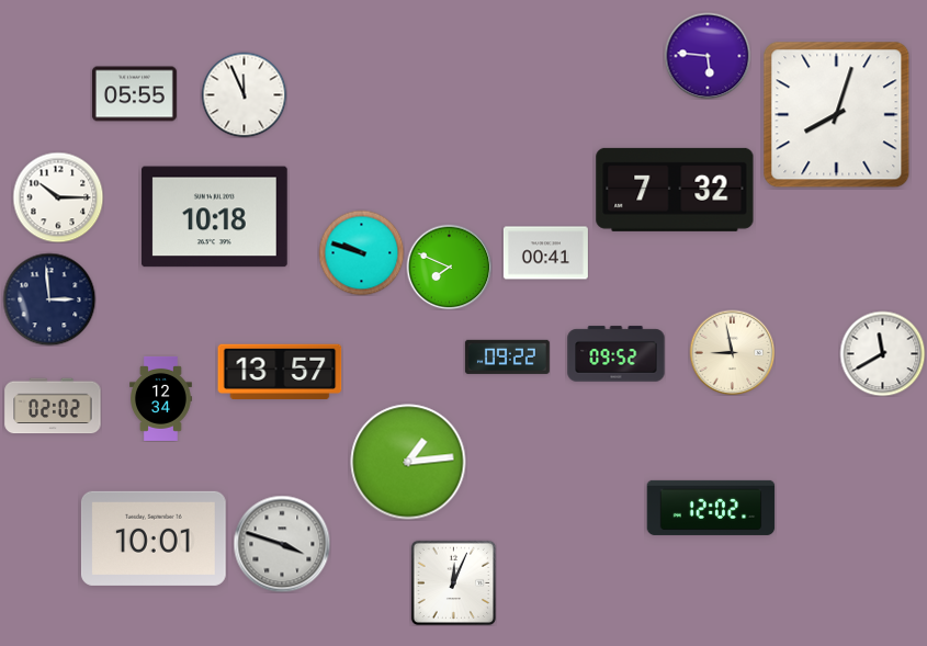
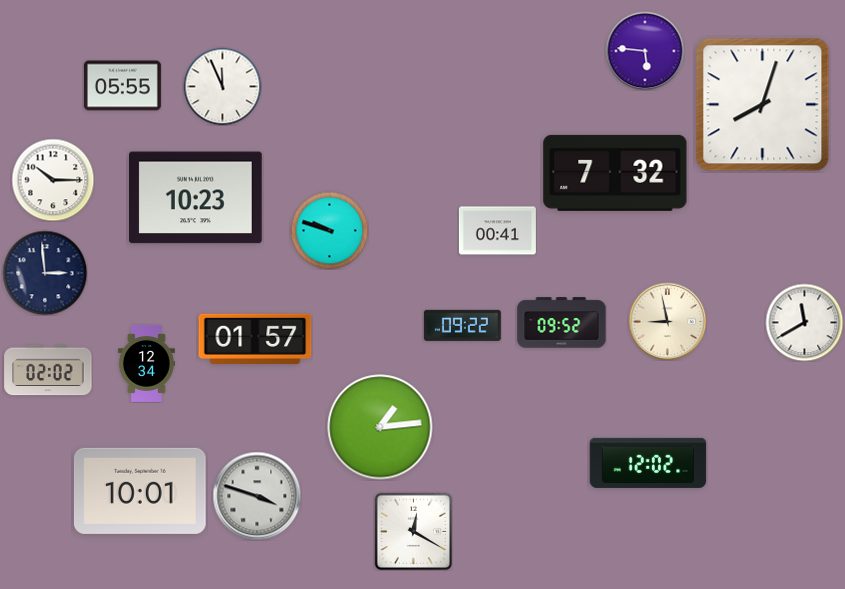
clock at (215, 217): 10:18 -> 10:23
clock at (449, 267): 7:49 -> none
clock at (280, 371): 13:57 -> 01:57
clock at (408, 462) position: (408, 462) -> (380, 427)
clock at (453, 582): 12:04 -> 12:20
